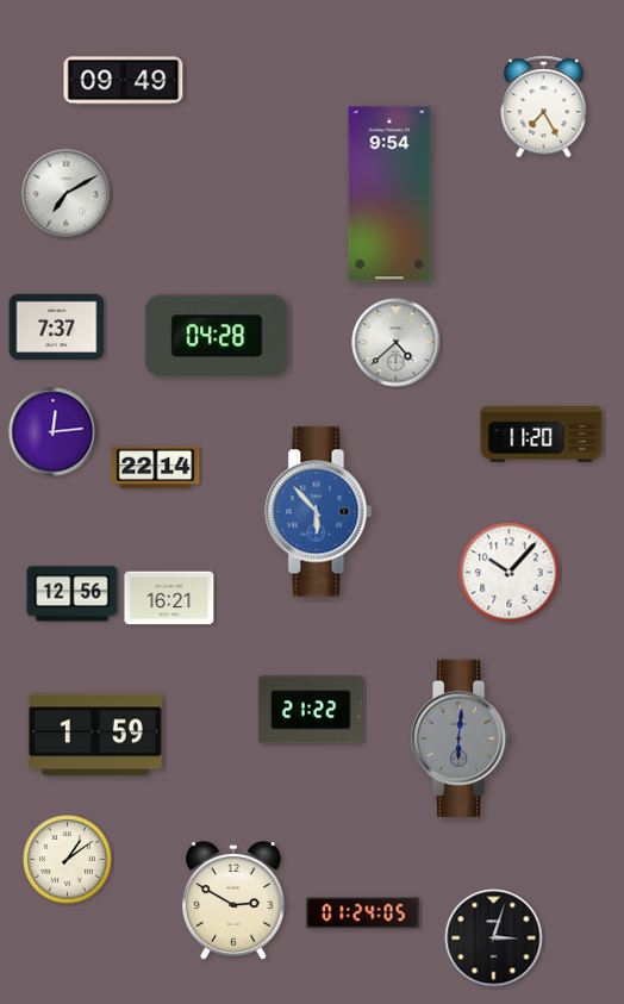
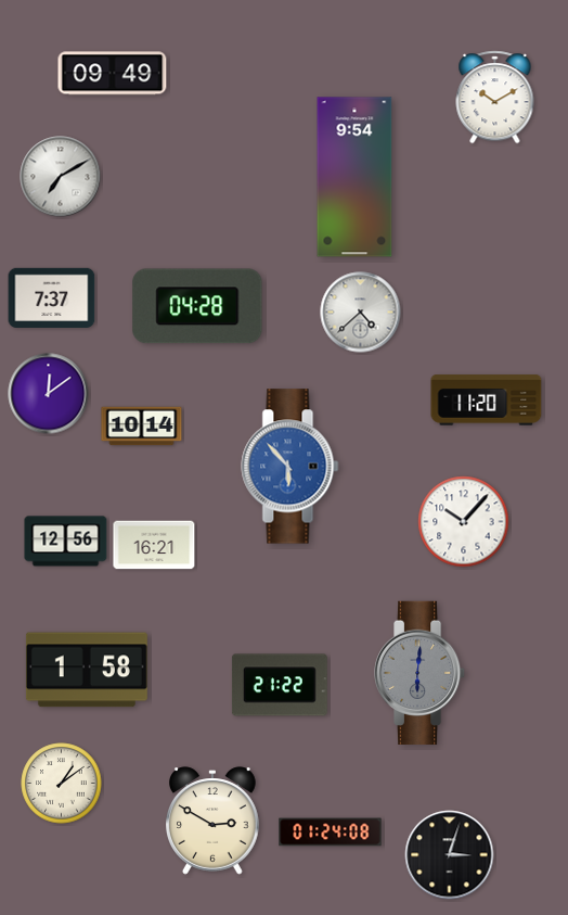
clock at (544, 107): 7:25 -> 10:10
clock at (54, 432): 12:14 -> 12:09
clock at (542, 435) position: (542, 435) -> (487, 401)
clock at (156, 468): 22:14 -> 10:14
clock at (311, 710) position: (311, 710) -> (280, 685)
clock at (95, 735): 1:59 -> 1:58
clock at (363, 913): 01:24:05 -> 01:24:08
